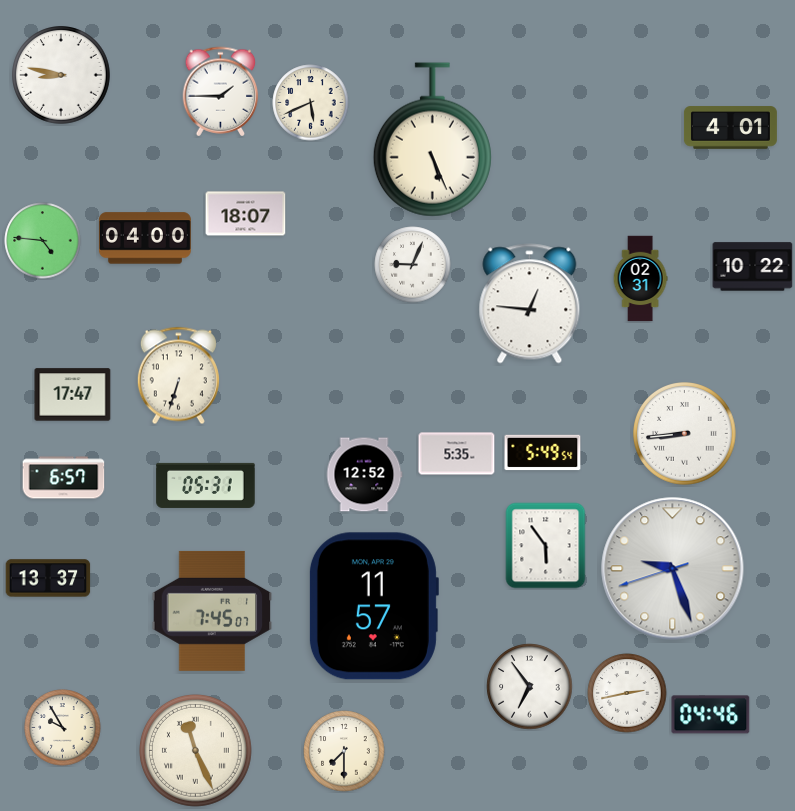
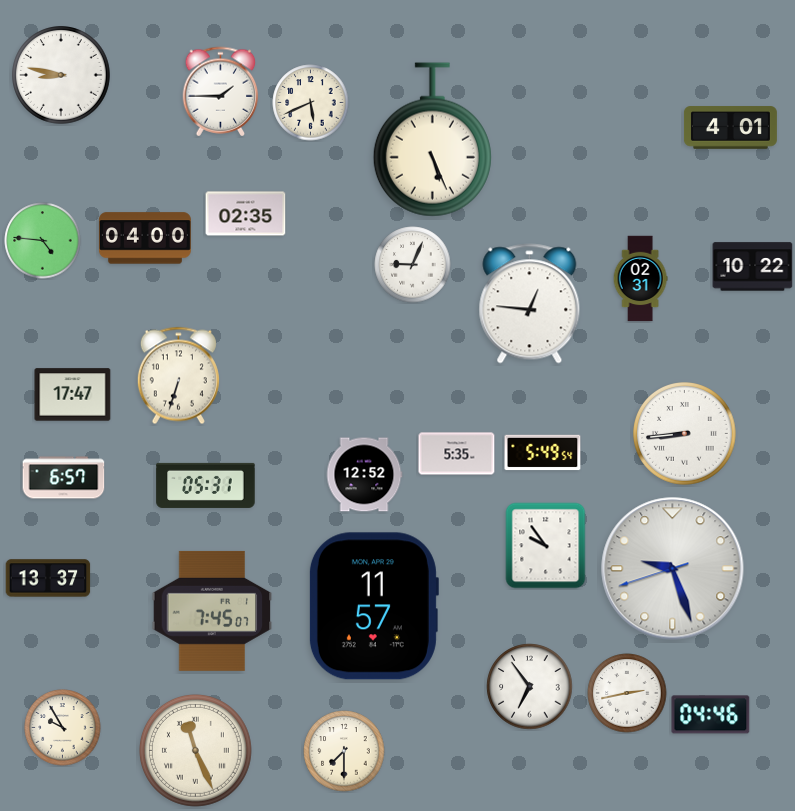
clock at (246, 214): 18:07 -> 02:35
clock at (546, 546): 5:54 -> 9:54
